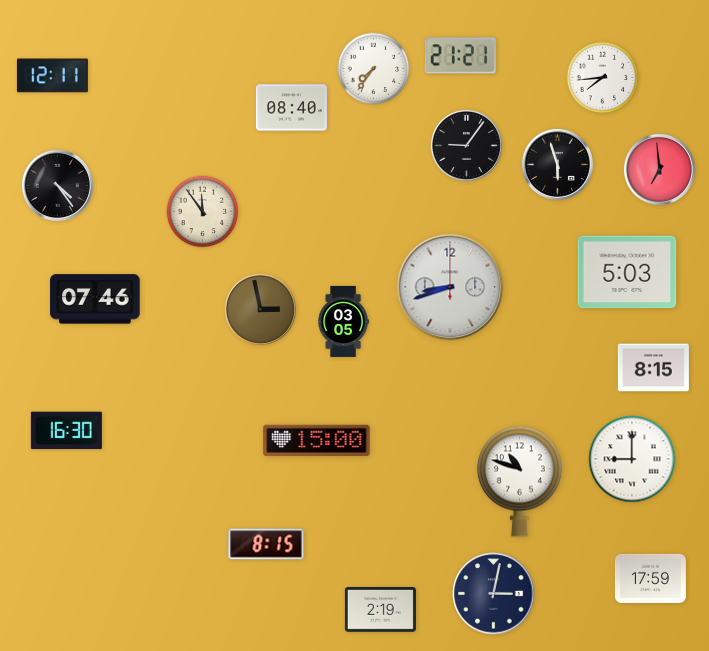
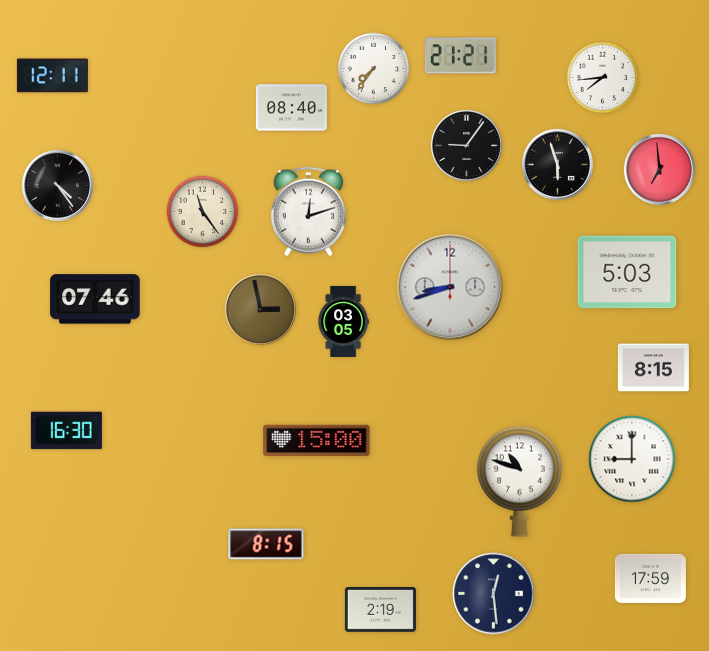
clock at (203, 212): 11:54 -> 11:24
clock at (308, 212): none -> 12:12
clock at (494, 594): 3:02 -> 12:29
